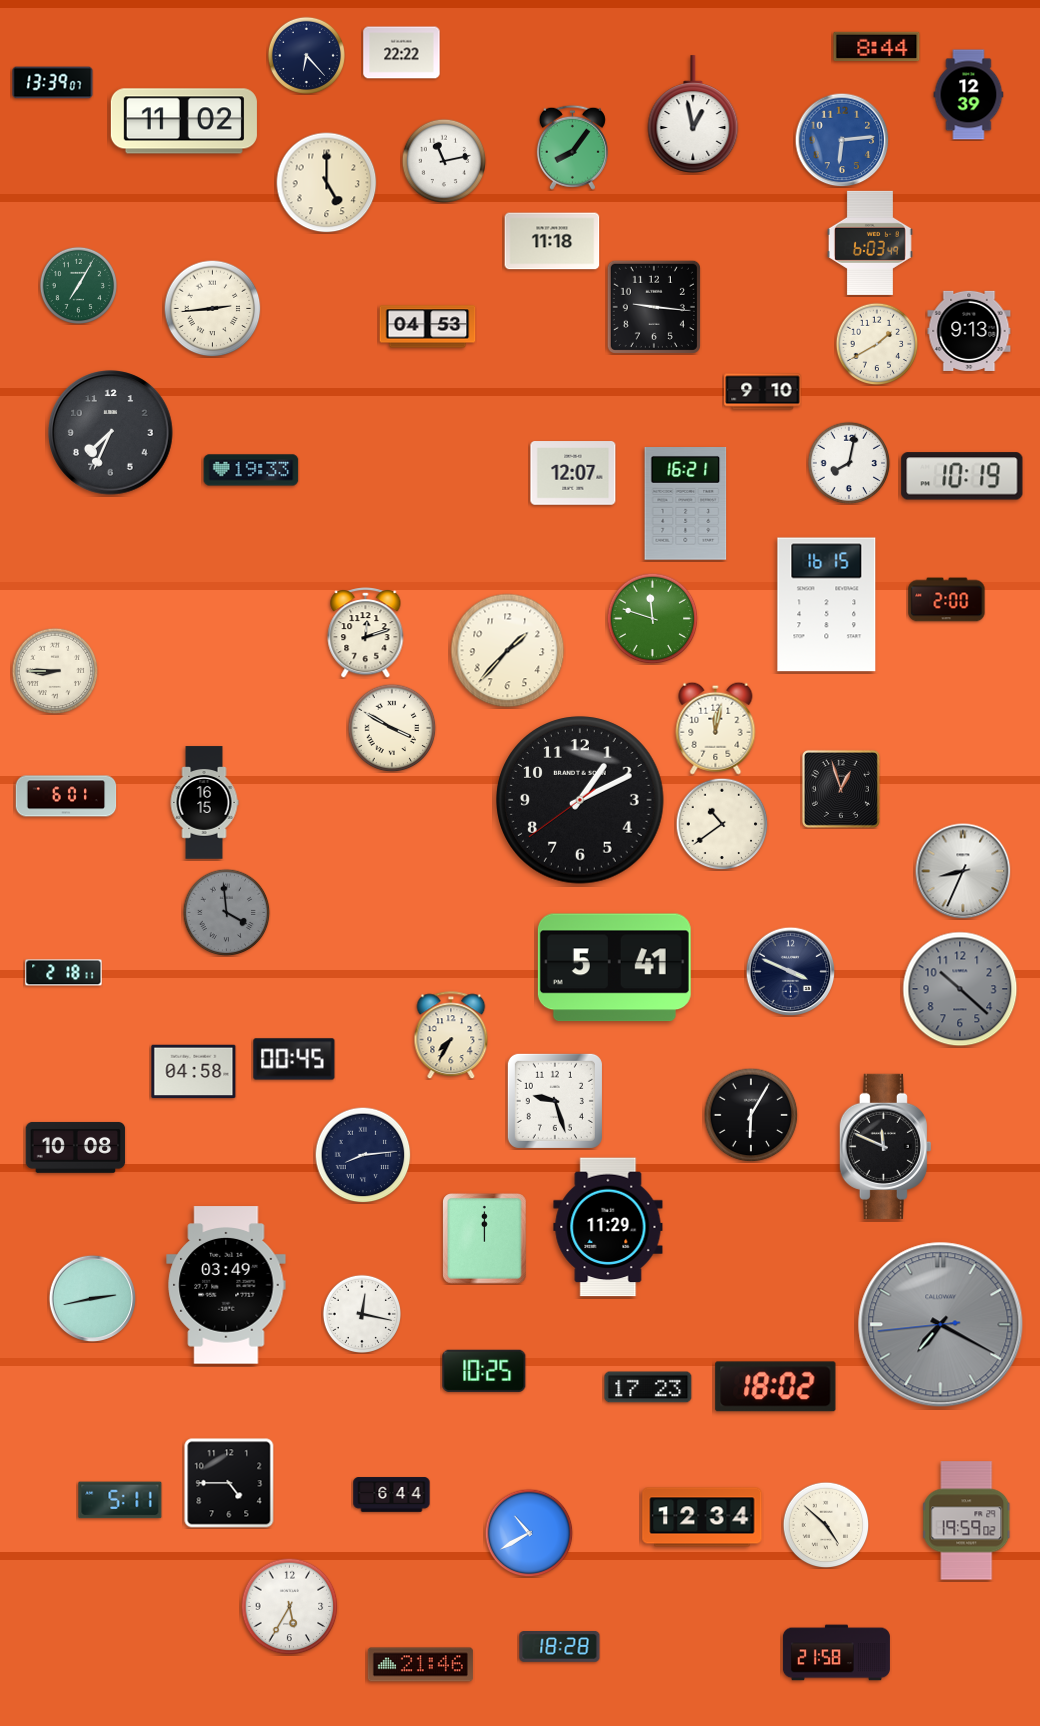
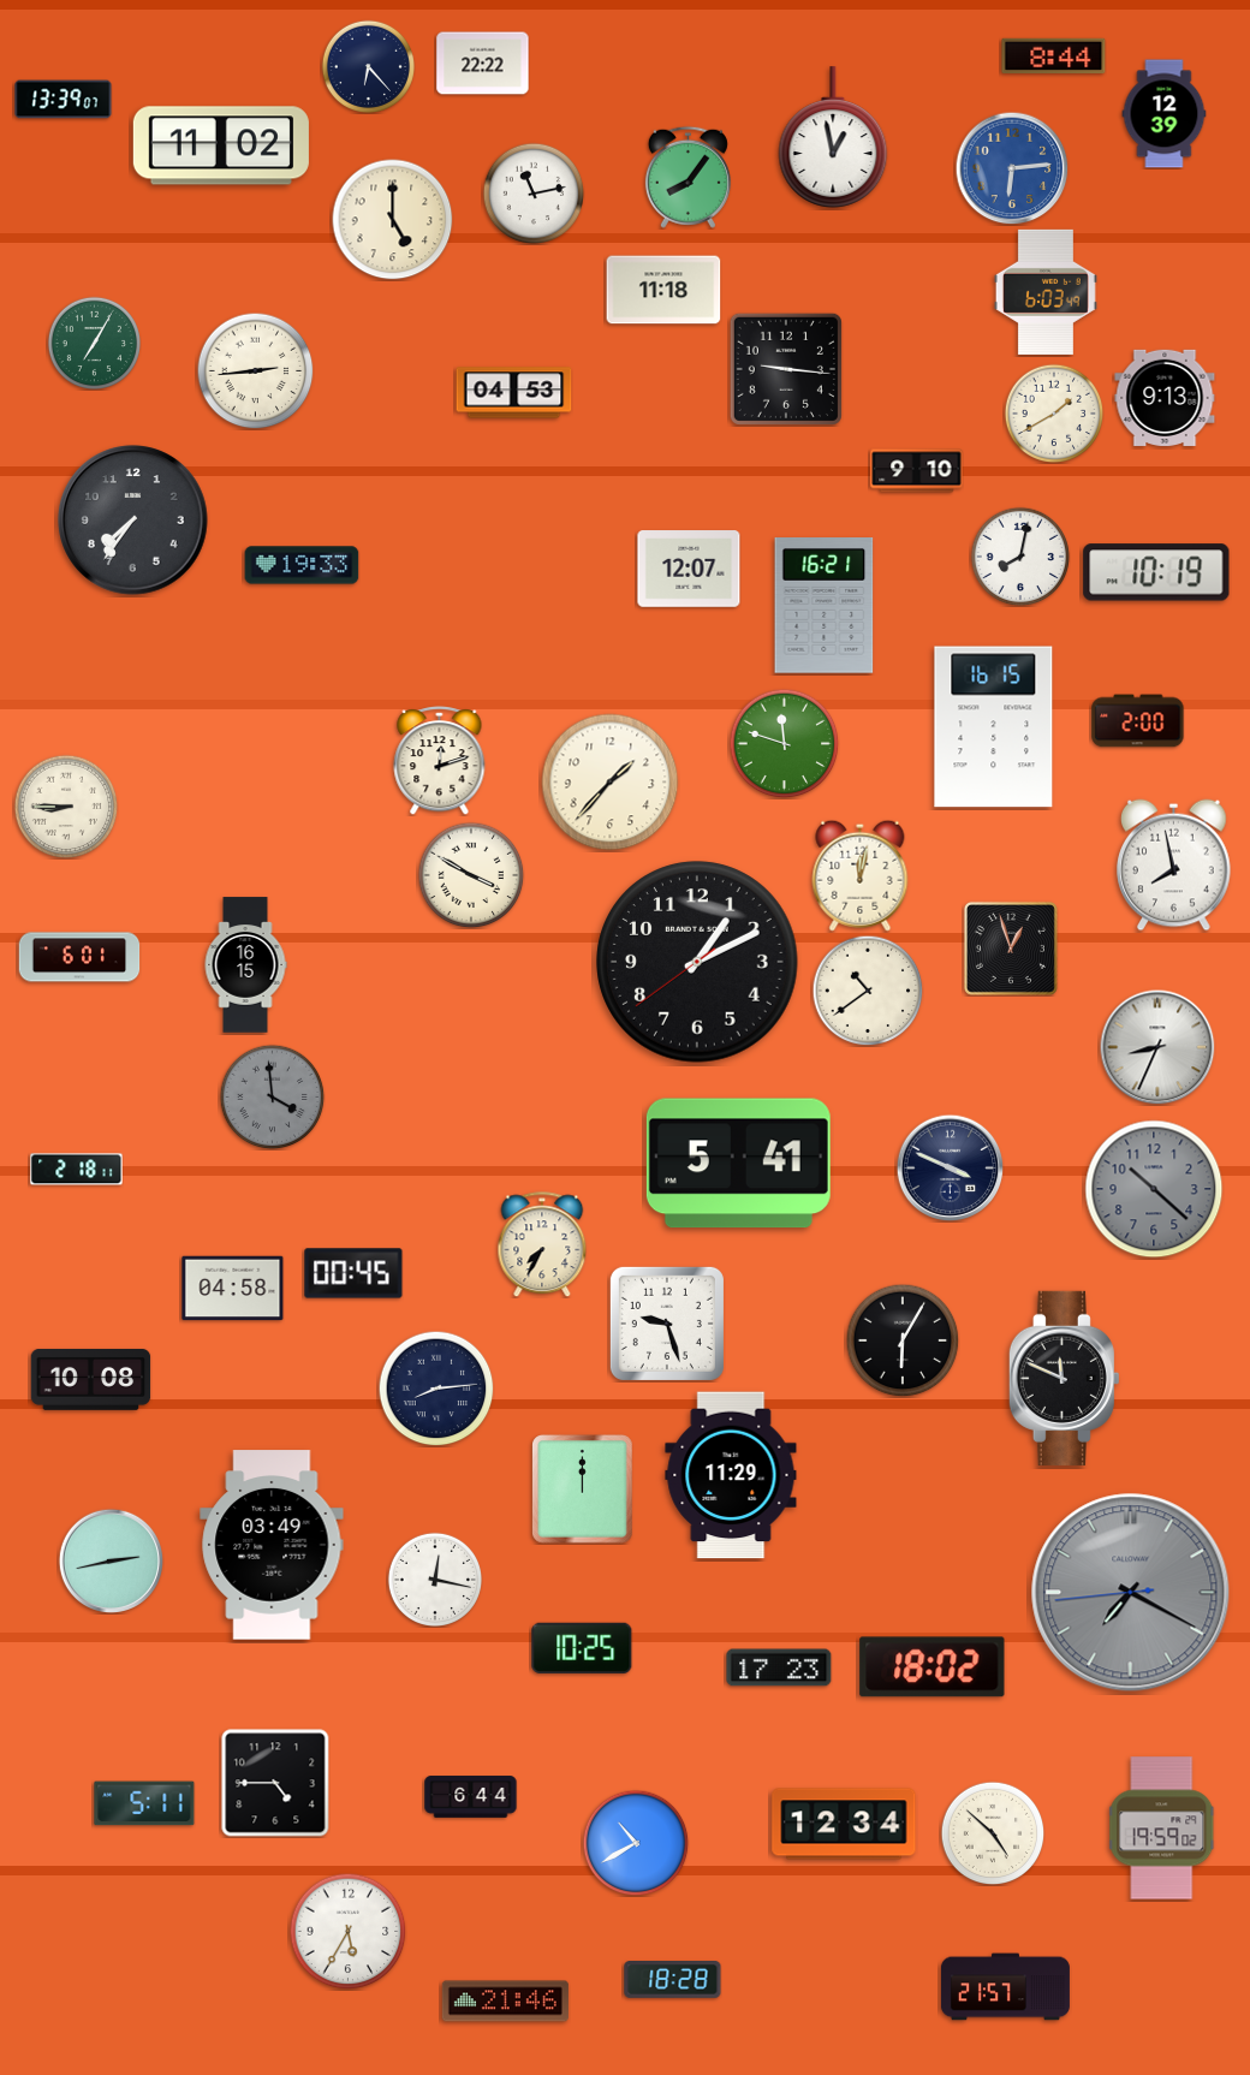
clock at (111, 433): 7:34 -> 7:36
clock at (1174, 866): none -> 7:58
clock at (836, 1653): 21:58 -> 21:57
